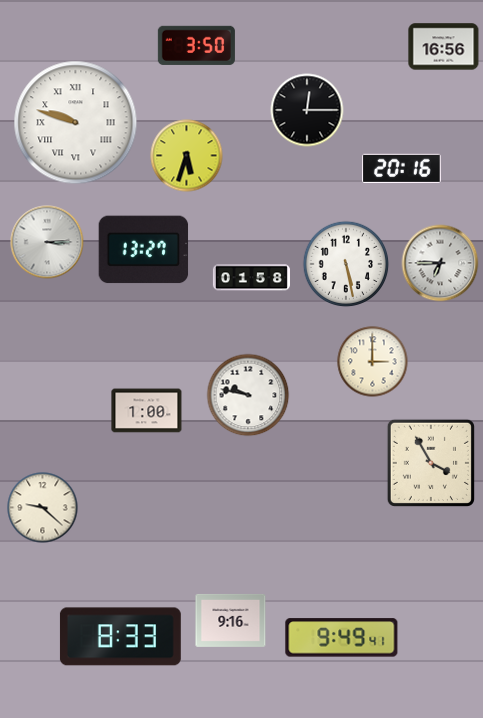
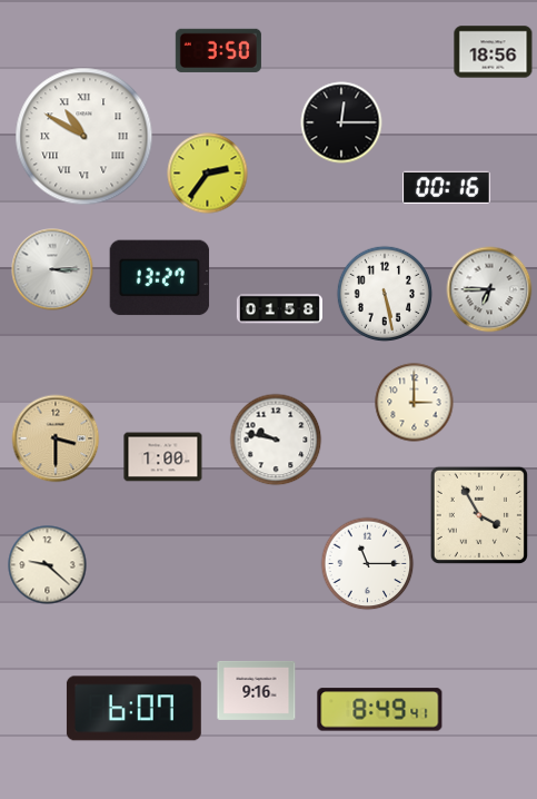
clock at (444, 47): 16:56 -> 18:56
clock at (76, 123): 9:48 -> 10:50
clock at (187, 156): 5:33 -> 2:36
clock at (402, 168): 20:16 -> 00:16
clock at (440, 263) position: (440, 263) -> (489, 289)
clock at (56, 438): none -> 3:30
clock at (368, 564): none -> 11:15
clock at (120, 637): 8:33 -> 6:07
clock at (342, 638): 9:49 -> 8:49
